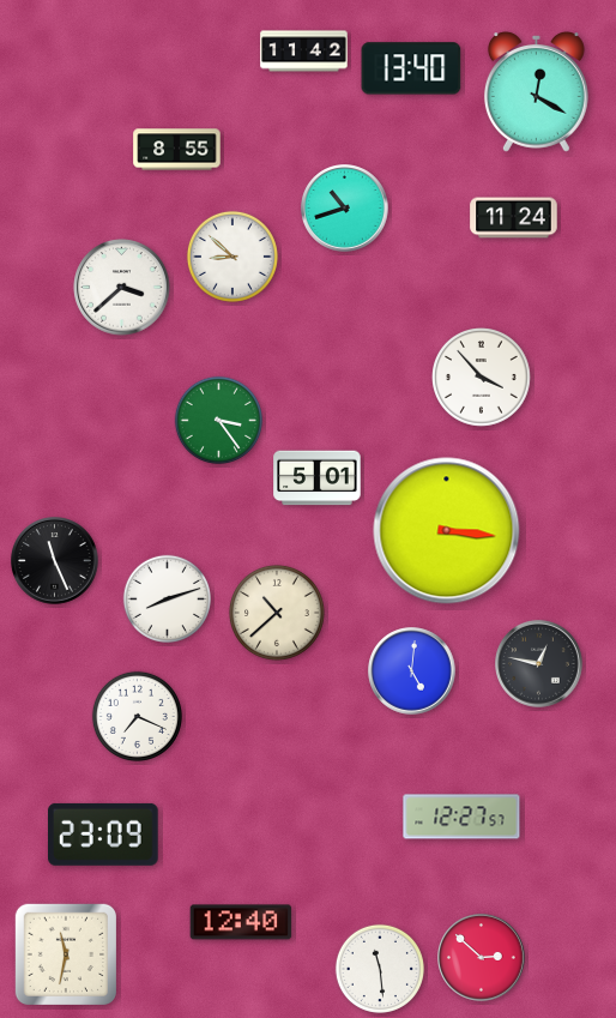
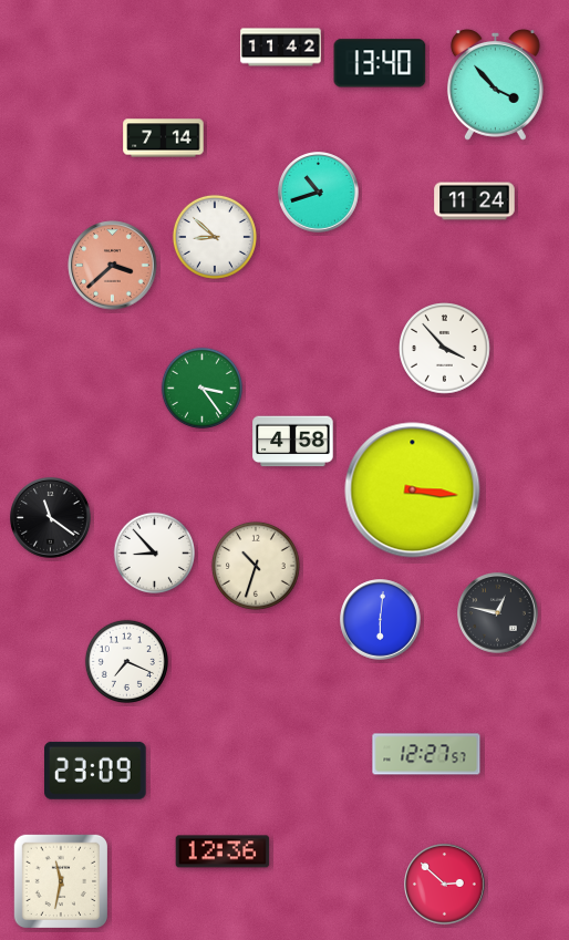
clock at (536, 92): 12:20 -> 3:53
clock at (177, 150): 8:55 -> 7:14
clock at (122, 288) dial: white -> salmon
clock at (318, 478): 5:01 -> 4:58
clock at (55, 561): 11:26 -> 11:21
clock at (167, 598): 8:12 -> 8:53
clock at (277, 613): 10:38 -> 10:33
clock at (412, 671): 5:01 -> 6:01
clock at (241, 922): 12:40 -> 12:36
clock at (380, 969): 11:29 -> none
